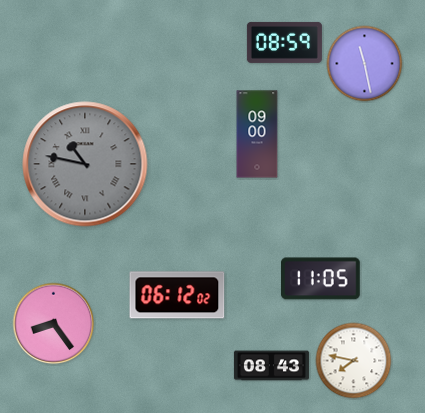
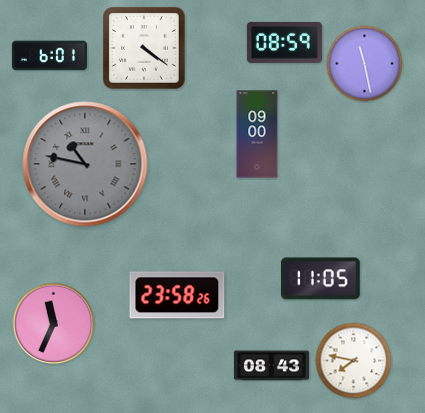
clock at (144, 48): none -> 4:21
clock at (49, 56): none -> 6:01
clock at (177, 295): 06:12 -> 23:58
clock at (54, 324): 8:24 -> 11:34
